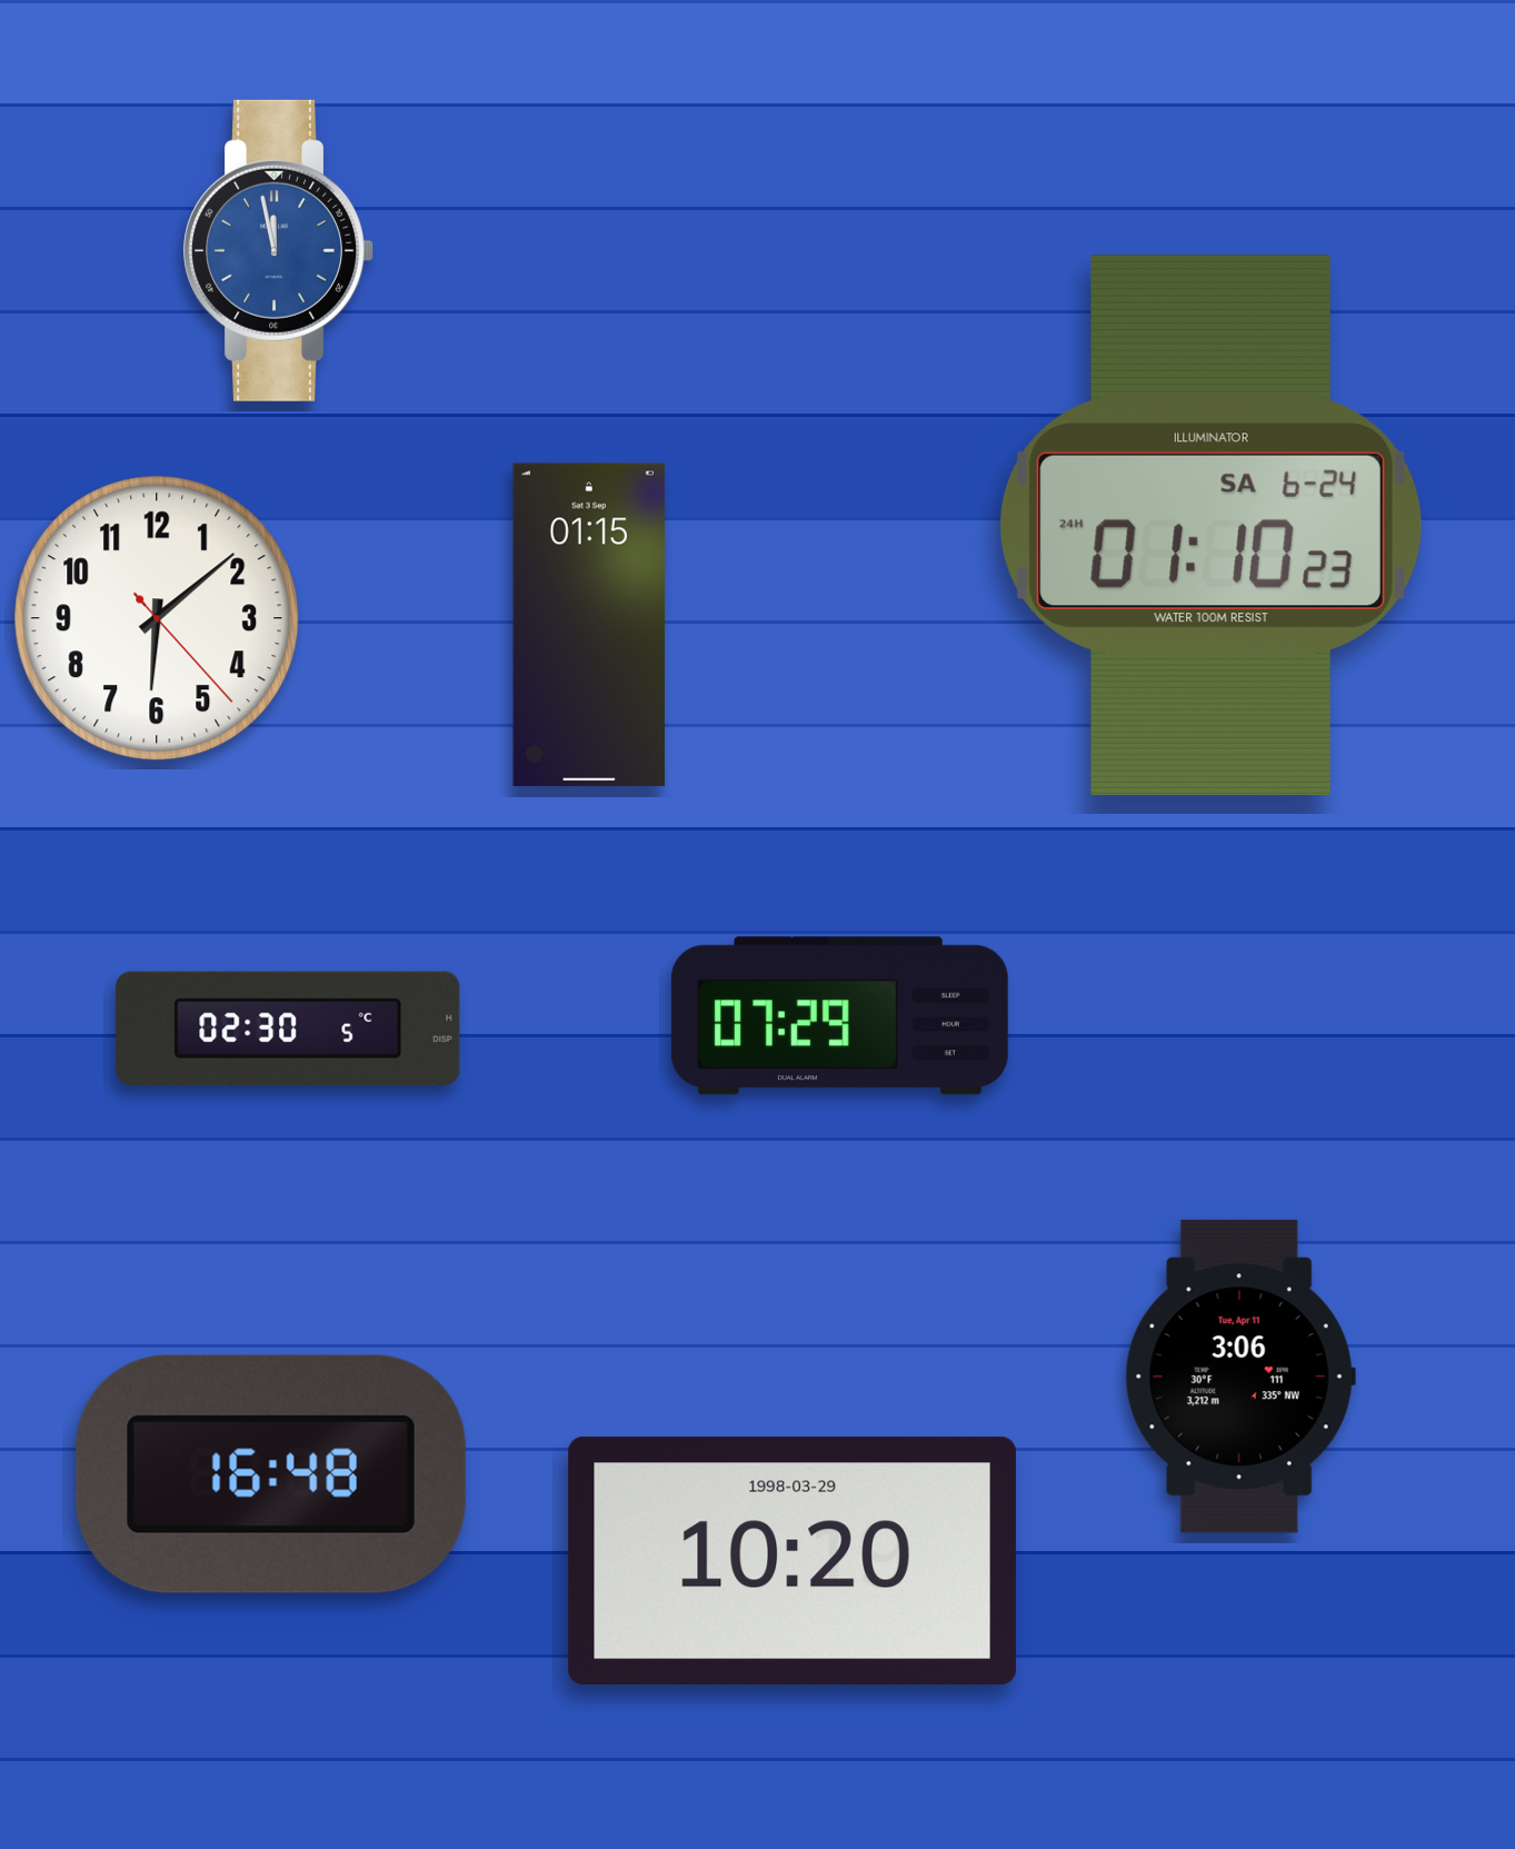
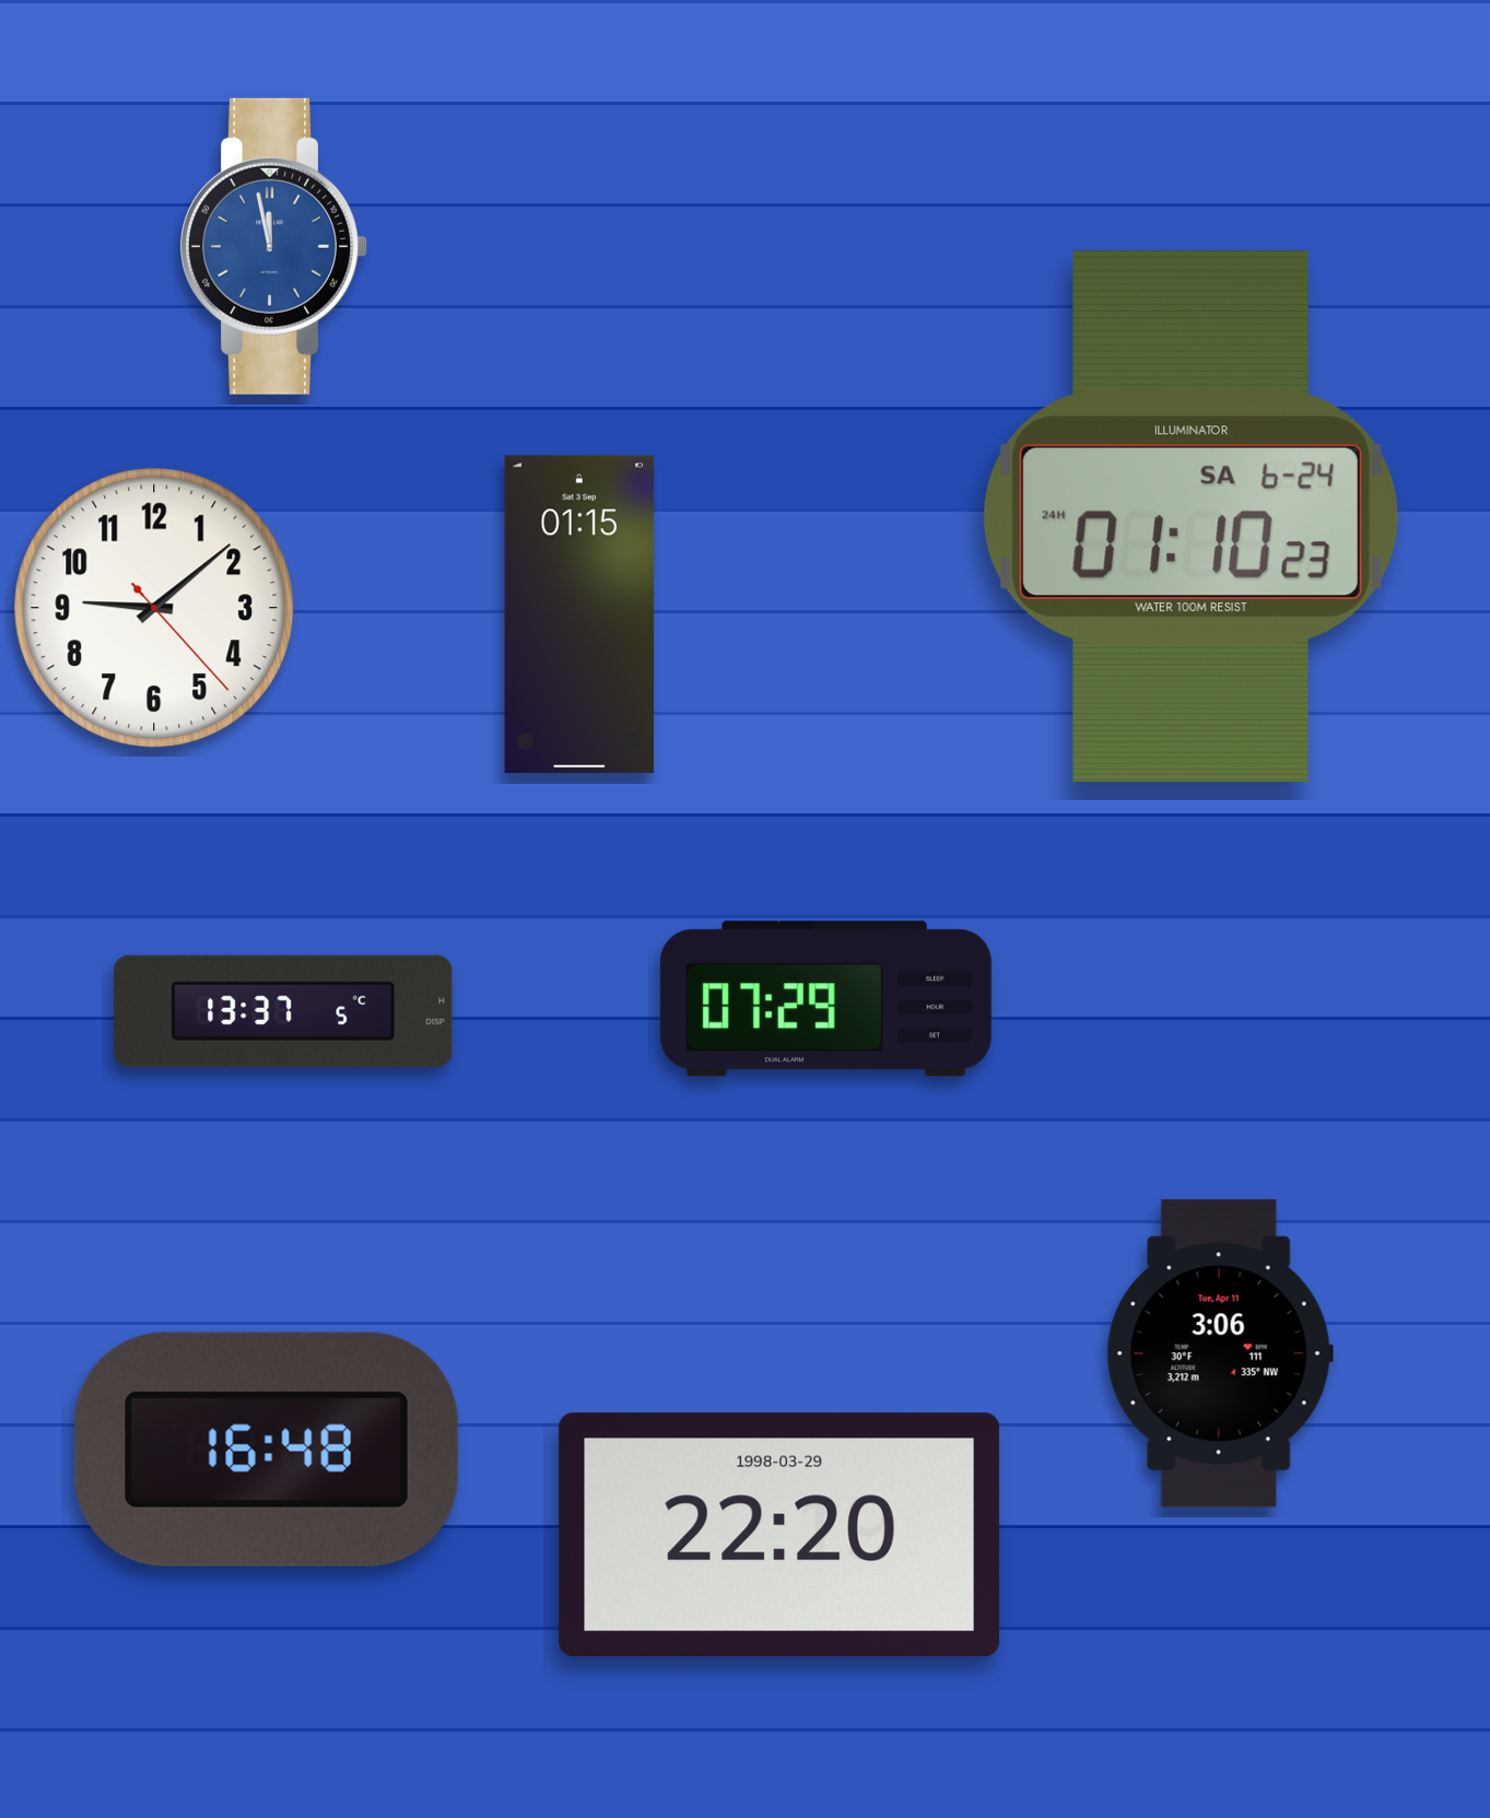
clock at (157, 618): 6:08 -> 9:08
clock at (288, 1028): 02:30 -> 13:37
clock at (793, 1560): 10:20 -> 22:20
